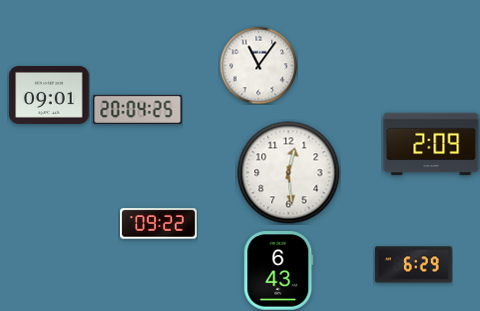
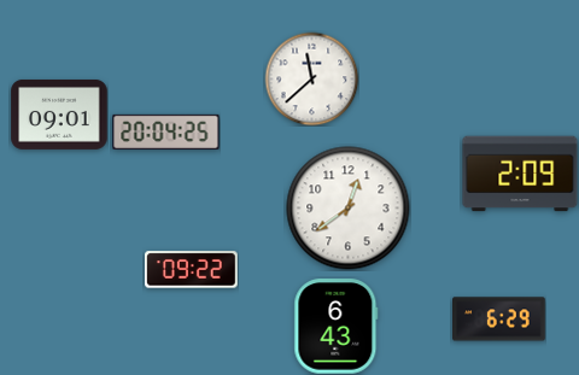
clock at (258, 65): 11:06 -> 11:38
clock at (289, 173): 12:29 -> 12:39
